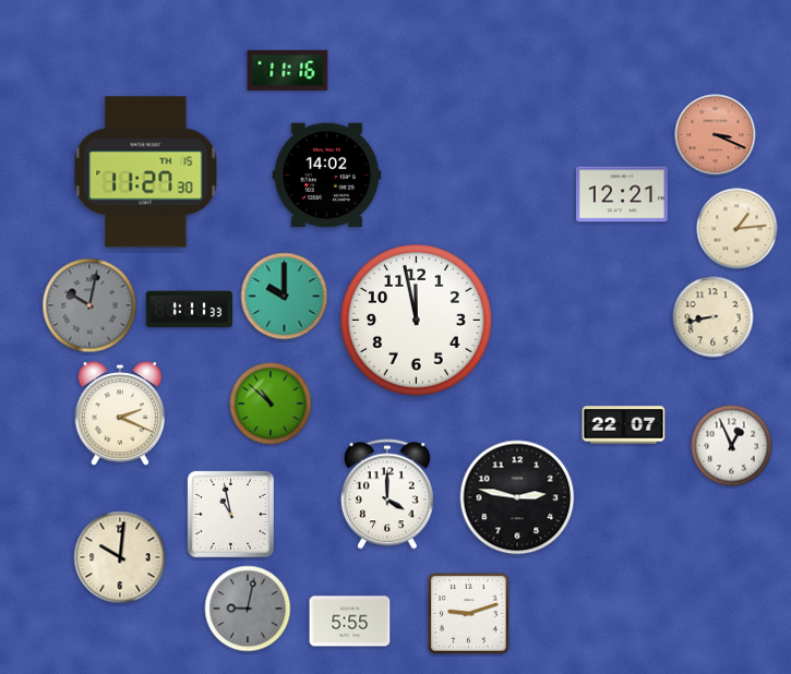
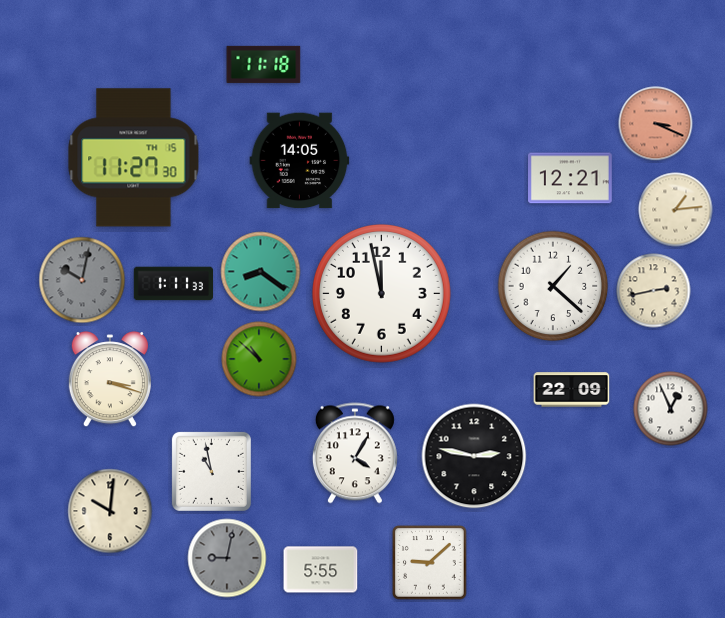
clock at (288, 70): 11:16 -> 11:18
clock at (327, 176): 14:02 -> 14:05
clock at (285, 297): 10:00 -> 8:21
clock at (553, 286): none -> 1:22
clock at (714, 317): 8:43 -> 2:43
clock at (271, 404) position: (271, 404) -> (259, 359)
clock at (120, 414): 2:19 -> 3:18
clock at (624, 425): 22:07 -> 22:09
clock at (387, 494): 4:00 -> 4:05
clock at (469, 614): 9:12 -> 9:08
